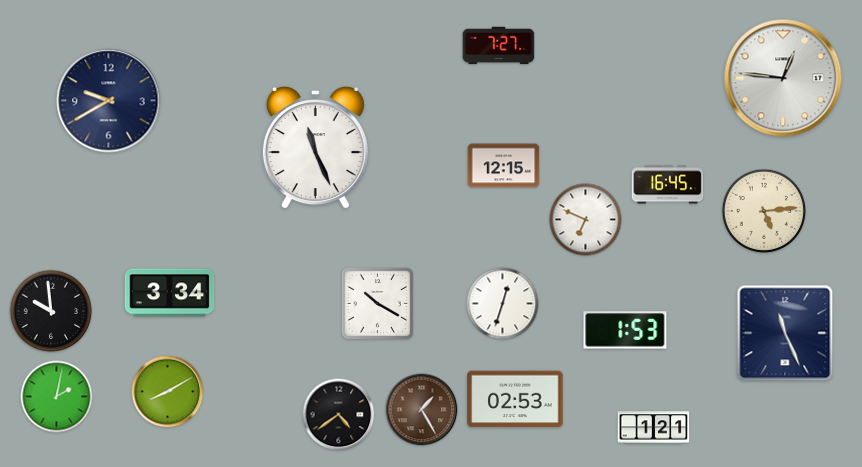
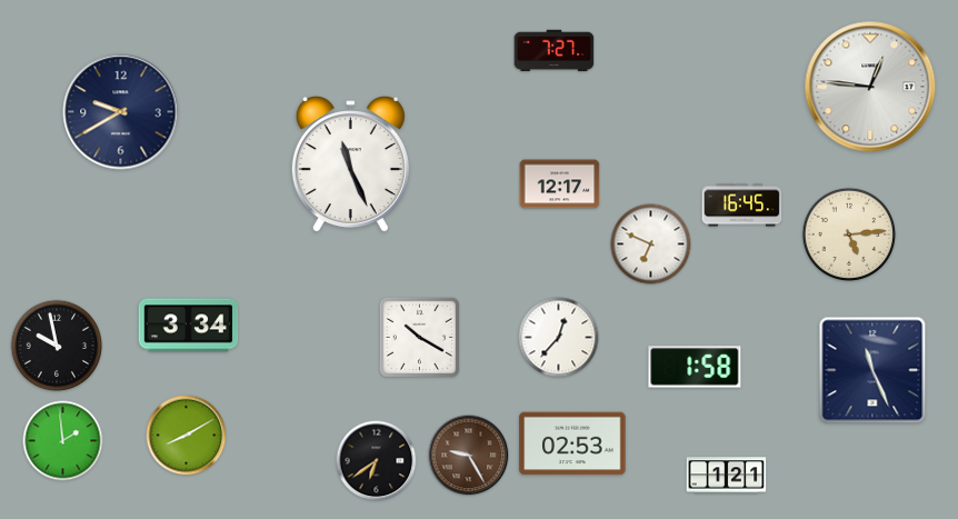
clock at (504, 166): 12:15 -> 12:17
clock at (503, 304): 12:33 -> 12:37
clock at (51, 311): 9:59 -> 9:58
clock at (625, 330): 1:53 -> 1:58
clock at (57, 397): 2:02 -> 1:59
clock at (422, 410): 1:25 -> 9:25
clock at (339, 415): 4:39 -> 6:39
